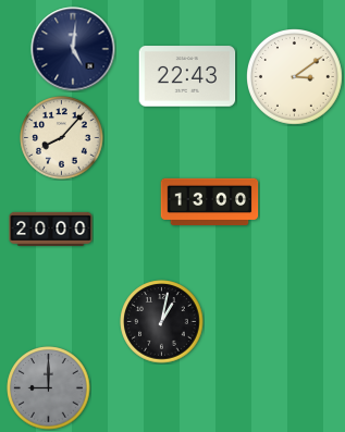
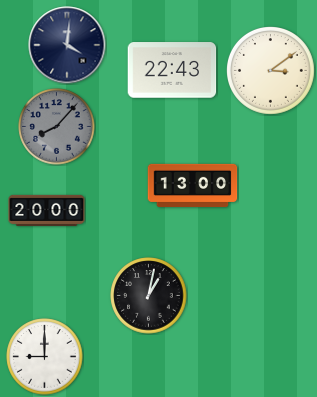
clock at (73, 49): 5:01 -> 4:01
clock at (62, 138) dial: cream -> grey
clock at (49, 388) dial: grey -> white
